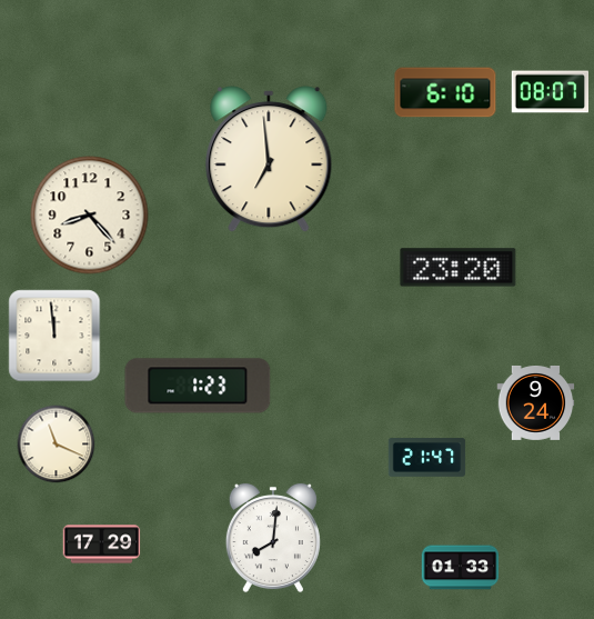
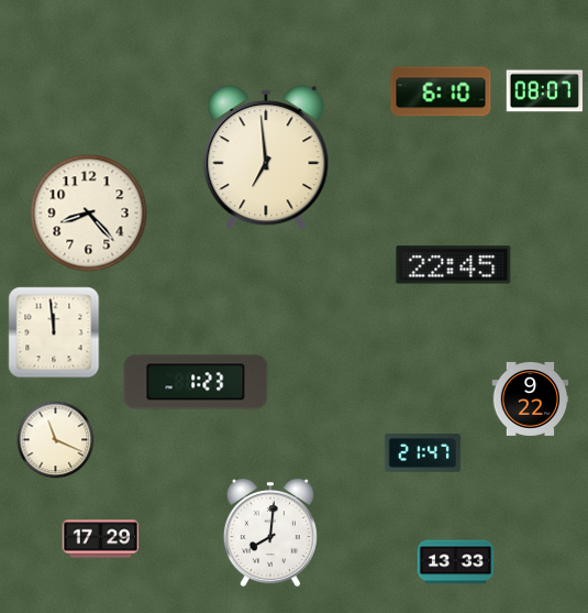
clock at (459, 268): 23:20 -> 22:45
clock at (536, 402): 9:24 -> 9:22
clock at (461, 568): 01:33 -> 13:33
